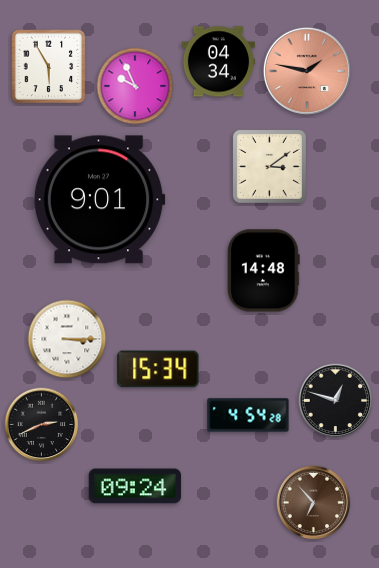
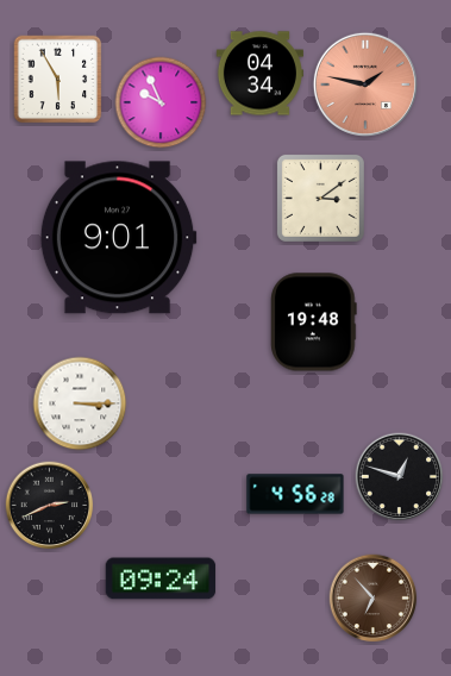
clock at (264, 271): 14:48 -> 19:48
clock at (158, 369): 15:34 -> none
clock at (248, 415): 4:54 -> 4:56
